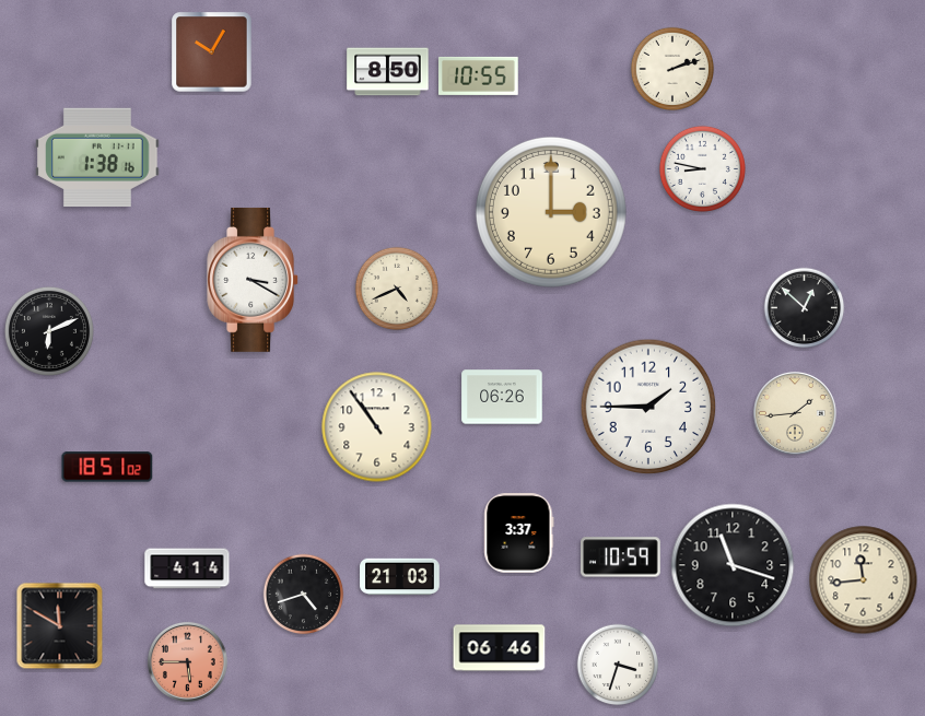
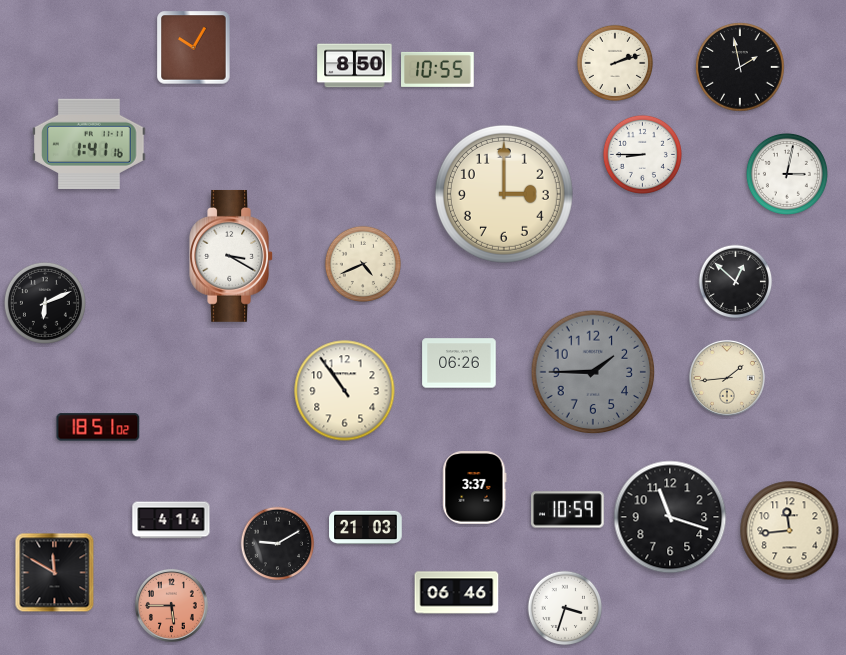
clock at (740, 67): none -> 1:58
clock at (97, 157): 1:38 -> 1:41
clock at (702, 168): 8:47 -> 8:45
clock at (787, 174): none -> 3:02
clock at (648, 407) dial: white -> grey
clock at (304, 595): 4:42 -> 9:10
